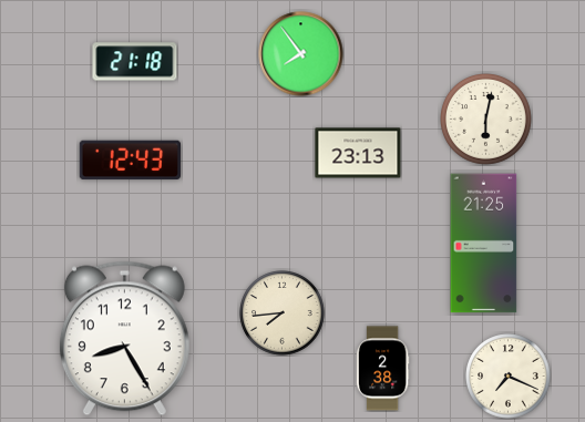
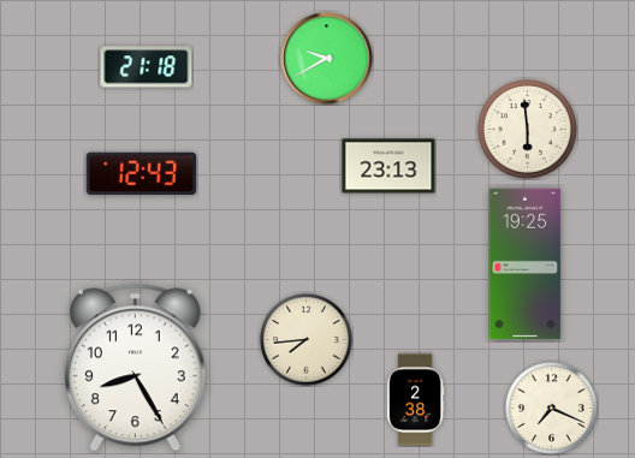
clock at (301, 54): 7:54 -> 9:40
clock at (486, 120): 6:02 -> 5:59
clock at (484, 244): 21:25 -> 19:25
